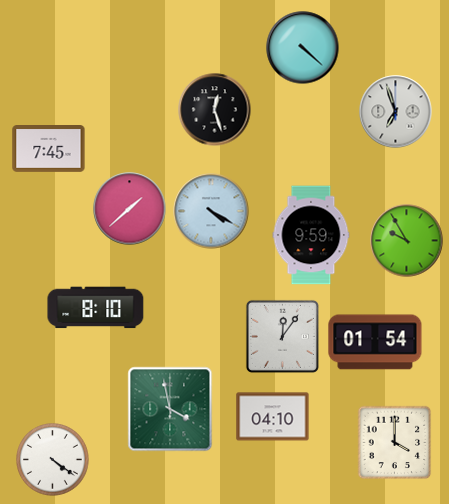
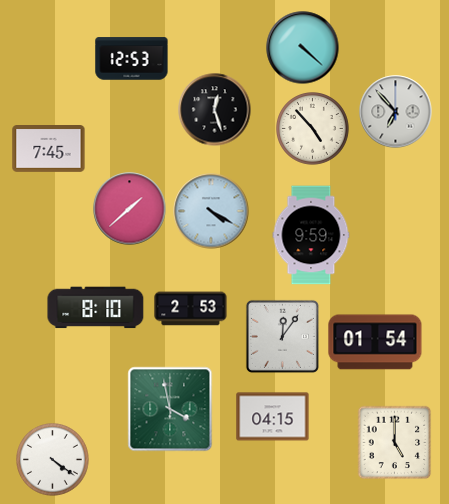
clock at (132, 59): none -> 12:53
clock at (396, 112): 6:57 -> 6:53
clock at (313, 129): none -> 4:53
clock at (407, 241): 9:55 -> none
clock at (191, 309): none -> 2:53
clock at (273, 417): 04:10 -> 04:15
clock at (395, 443): 4:00 -> 5:00
